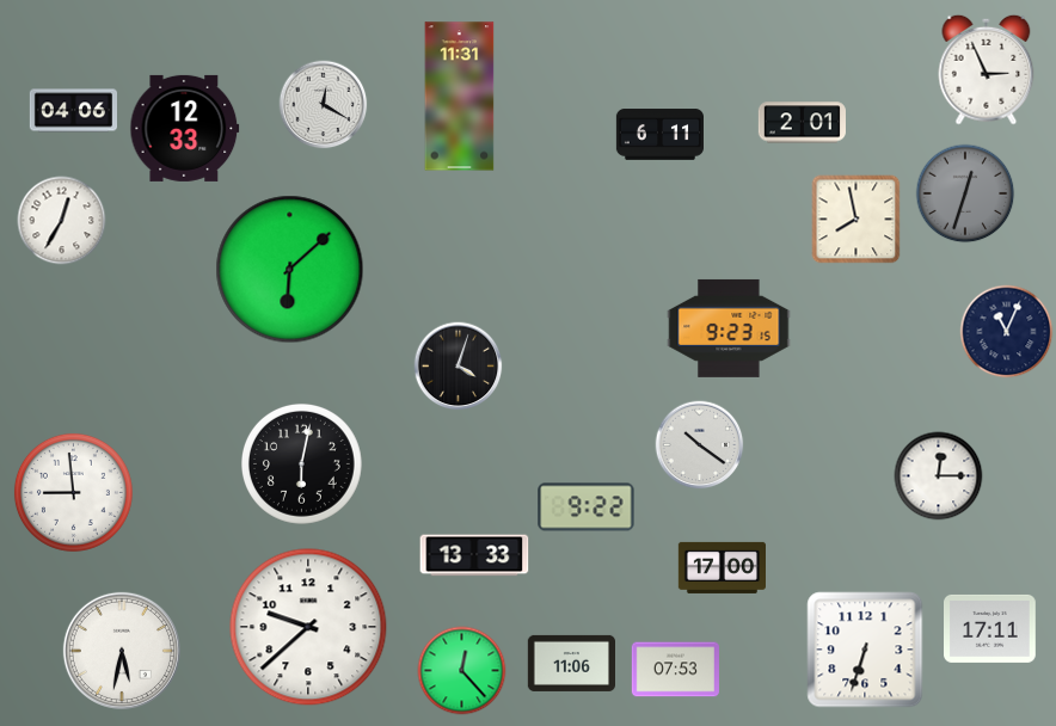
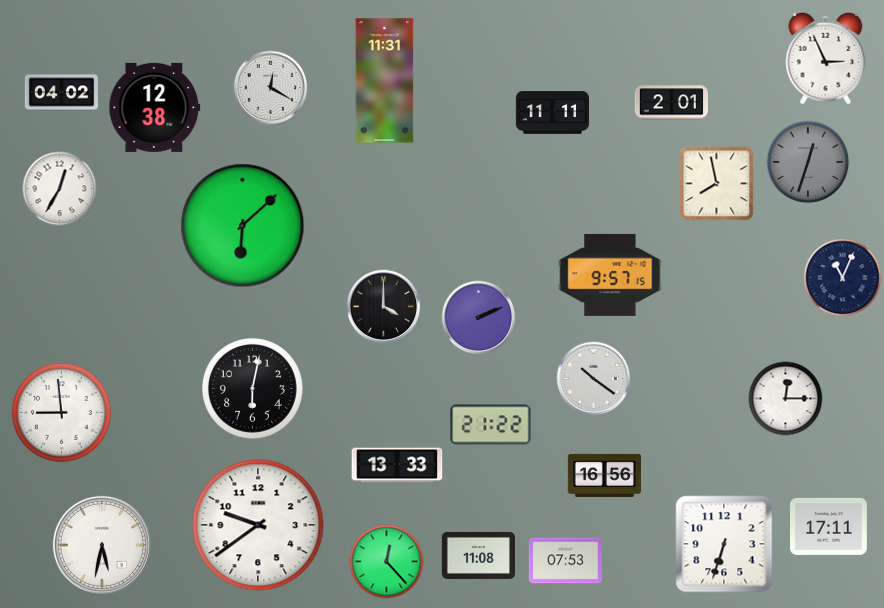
clock at (73, 111): 04:06 -> 04:02
clock at (185, 128): 12:33 -> 12:38
clock at (659, 135): 6:11 -> 11:11
clock at (62, 221) position: (62, 221) -> (60, 189)
clock at (729, 328): 9:23 -> 9:57
clock at (459, 367): 4:03 -> 4:00
clock at (479, 318): none -> 2:11
clock at (700, 445) position: (700, 445) -> (594, 379)
clock at (587, 507): 9:22 -> 21:22
clock at (722, 567): 17:00 -> 16:56
clock at (308, 627): 9:38 -> 9:39
clock at (571, 663): 11:06 -> 11:08
